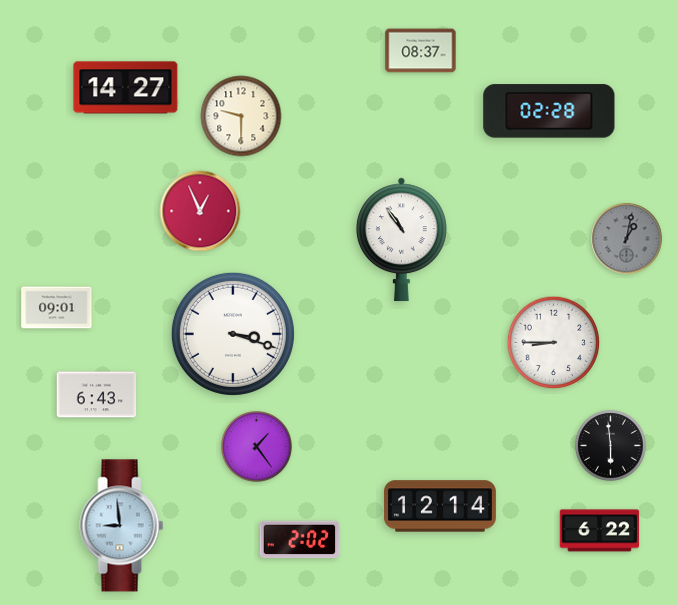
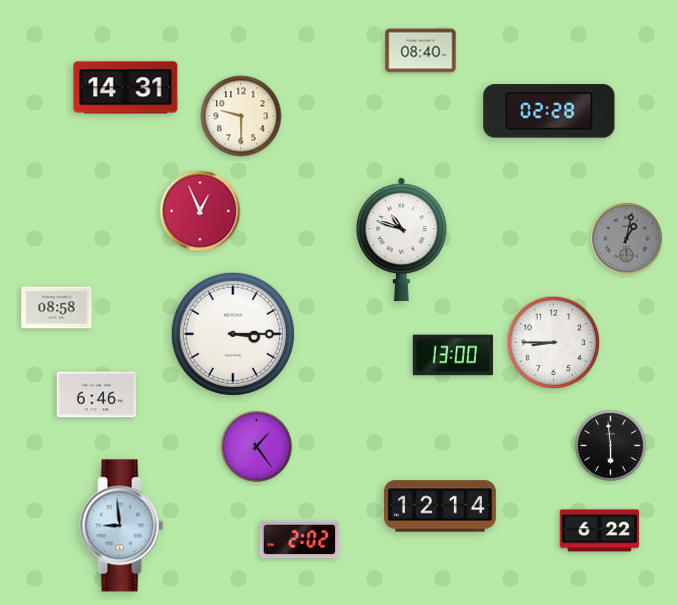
clock at (421, 51): 08:37 -> 08:40
clock at (126, 88): 14:27 -> 14:31
clock at (401, 240): 10:54 -> 10:48
clock at (57, 308): 09:01 -> 08:58
clock at (233, 334): 3:18 -> 3:15
clock at (453, 355): none -> 13:00
clock at (97, 395): 6:43 -> 6:46
